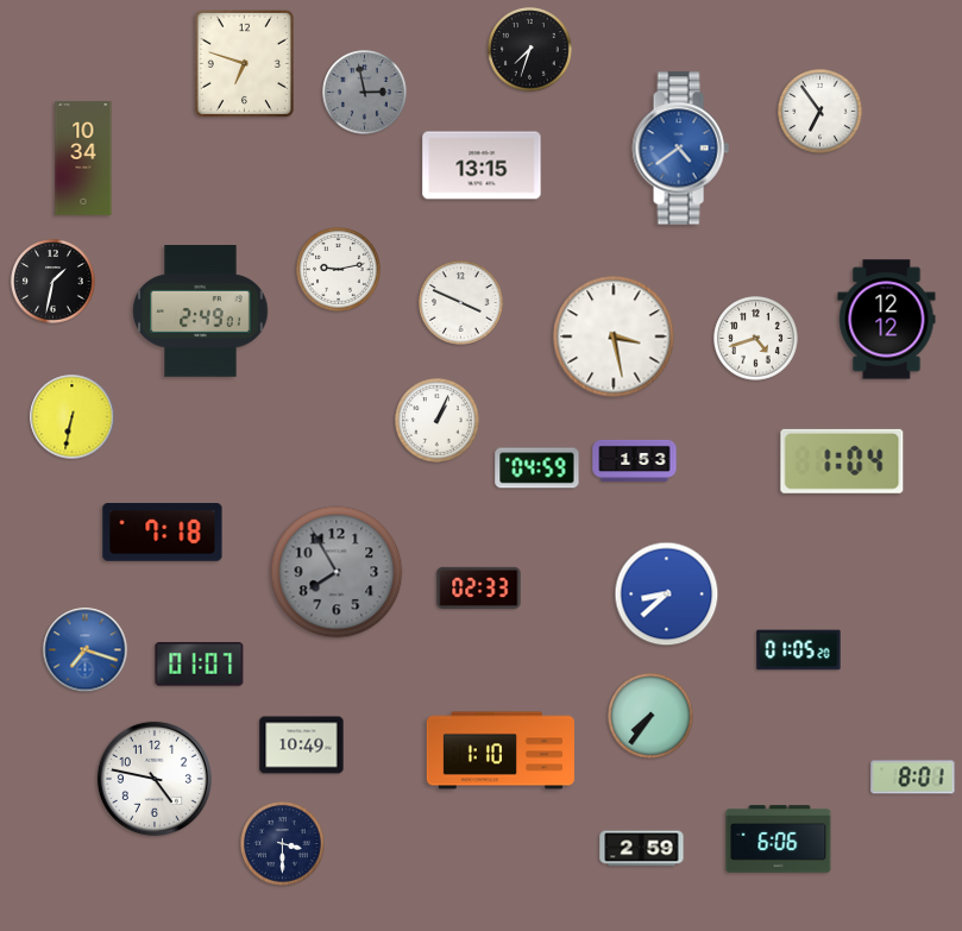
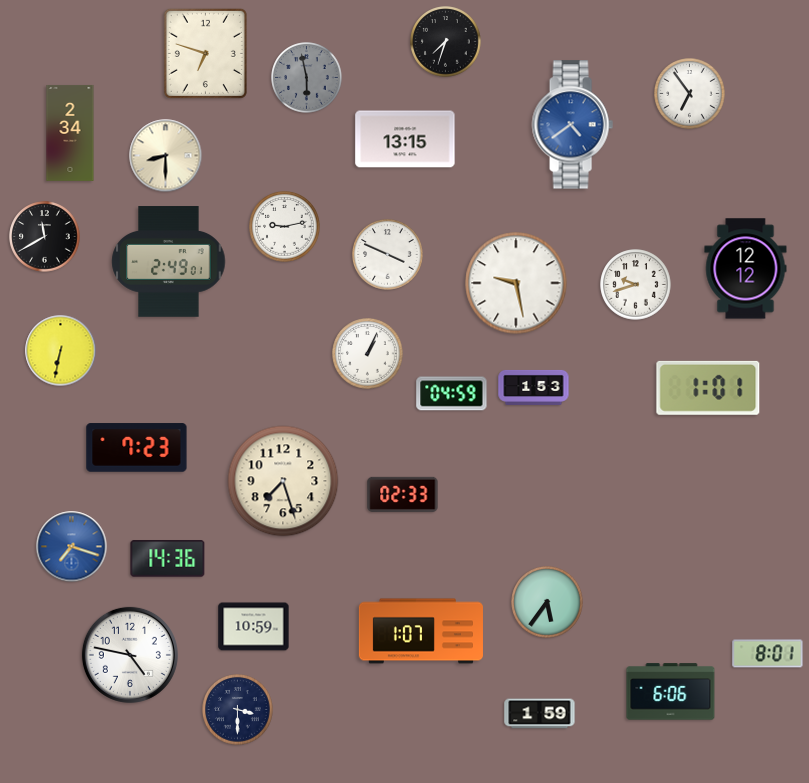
clock at (365, 93): 2:58 -> 5:58
clock at (83, 158): 10:34 -> 2:34
clock at (166, 156): none -> 8:30
clock at (54, 282): 1:32 -> 11:40
clock at (614, 336): 3:28 -> 9:28
clock at (756, 339): 4:42 -> 9:42
clock at (842, 461): 1:04 -> 1:01
clock at (163, 533): 7:18 -> 7:23
clock at (337, 572): 7:55 -> 7:27
clock at (337, 572) dial: grey -> cream
clock at (667, 595): 8:38 -> none
clock at (799, 650): 01:05 -> none
clock at (200, 665): 01:07 -> 14:36
clock at (650, 716): 7:36 -> 5:36
clock at (302, 746): 10:49 -> 10:59
clock at (501, 750): 1:10 -> 1:07
clock at (779, 839) position: (779, 839) -> (671, 692)
clock at (642, 849): 2:59 -> 1:59
